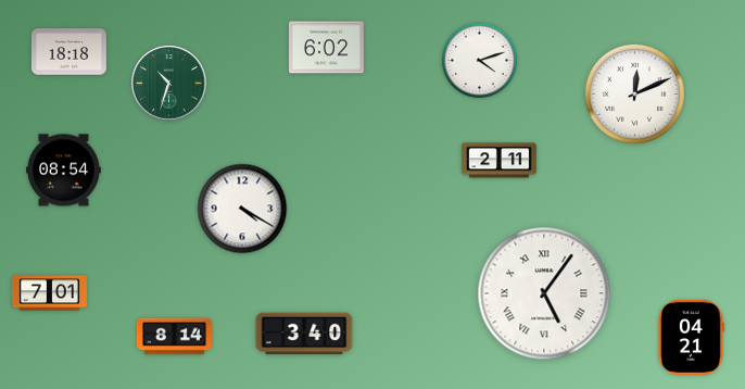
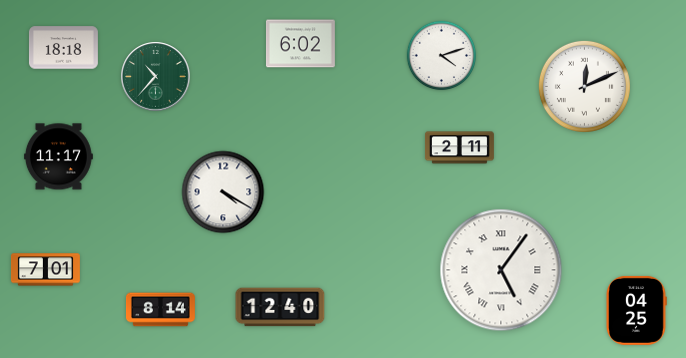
clock at (169, 84): 10:33 -> 10:37
clock at (63, 171): 08:54 -> 11:17
clock at (304, 334): 3:40 -> 12:40
clock at (691, 337): 04:21 -> 04:25
